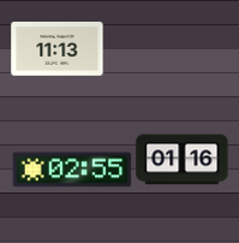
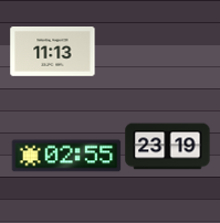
clock at (58, 49) position: (58, 49) -> (53, 52)
clock at (183, 160): 01:16 -> 23:19
